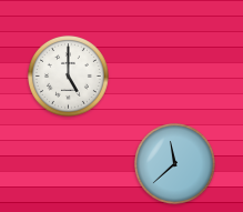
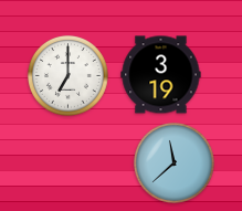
clock at (68, 75): 5:00 -> 7:00
clock at (161, 75): none -> 3:19
